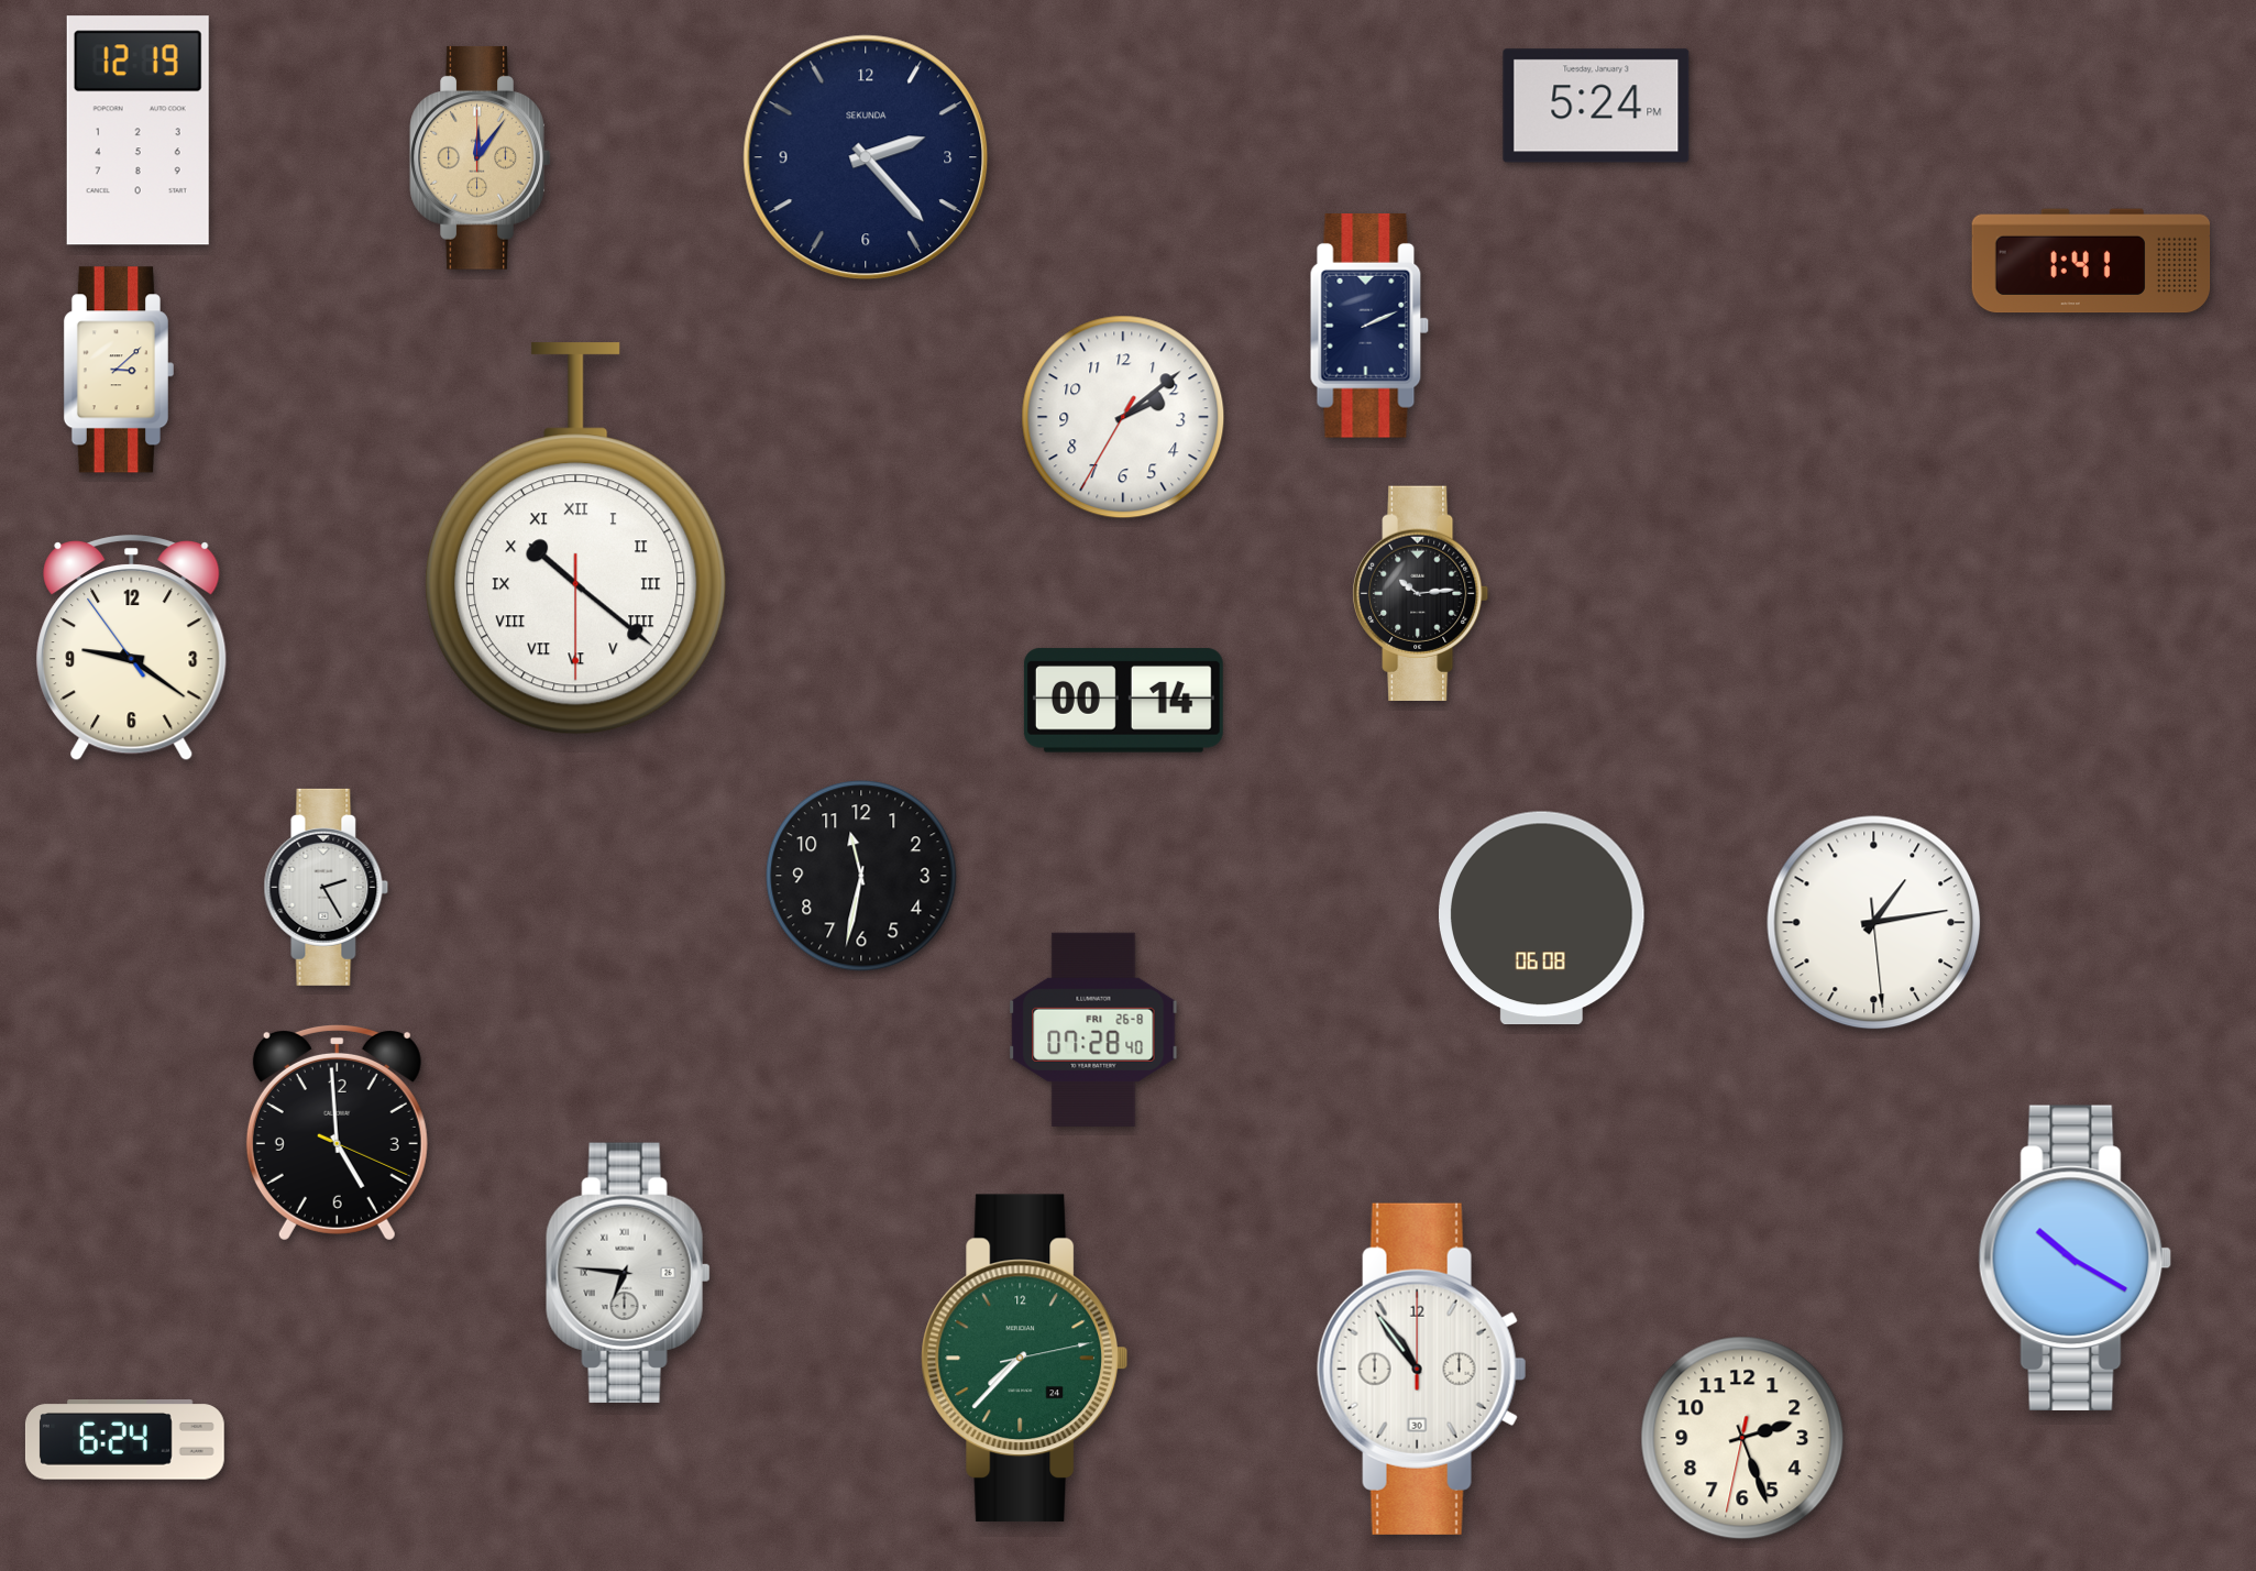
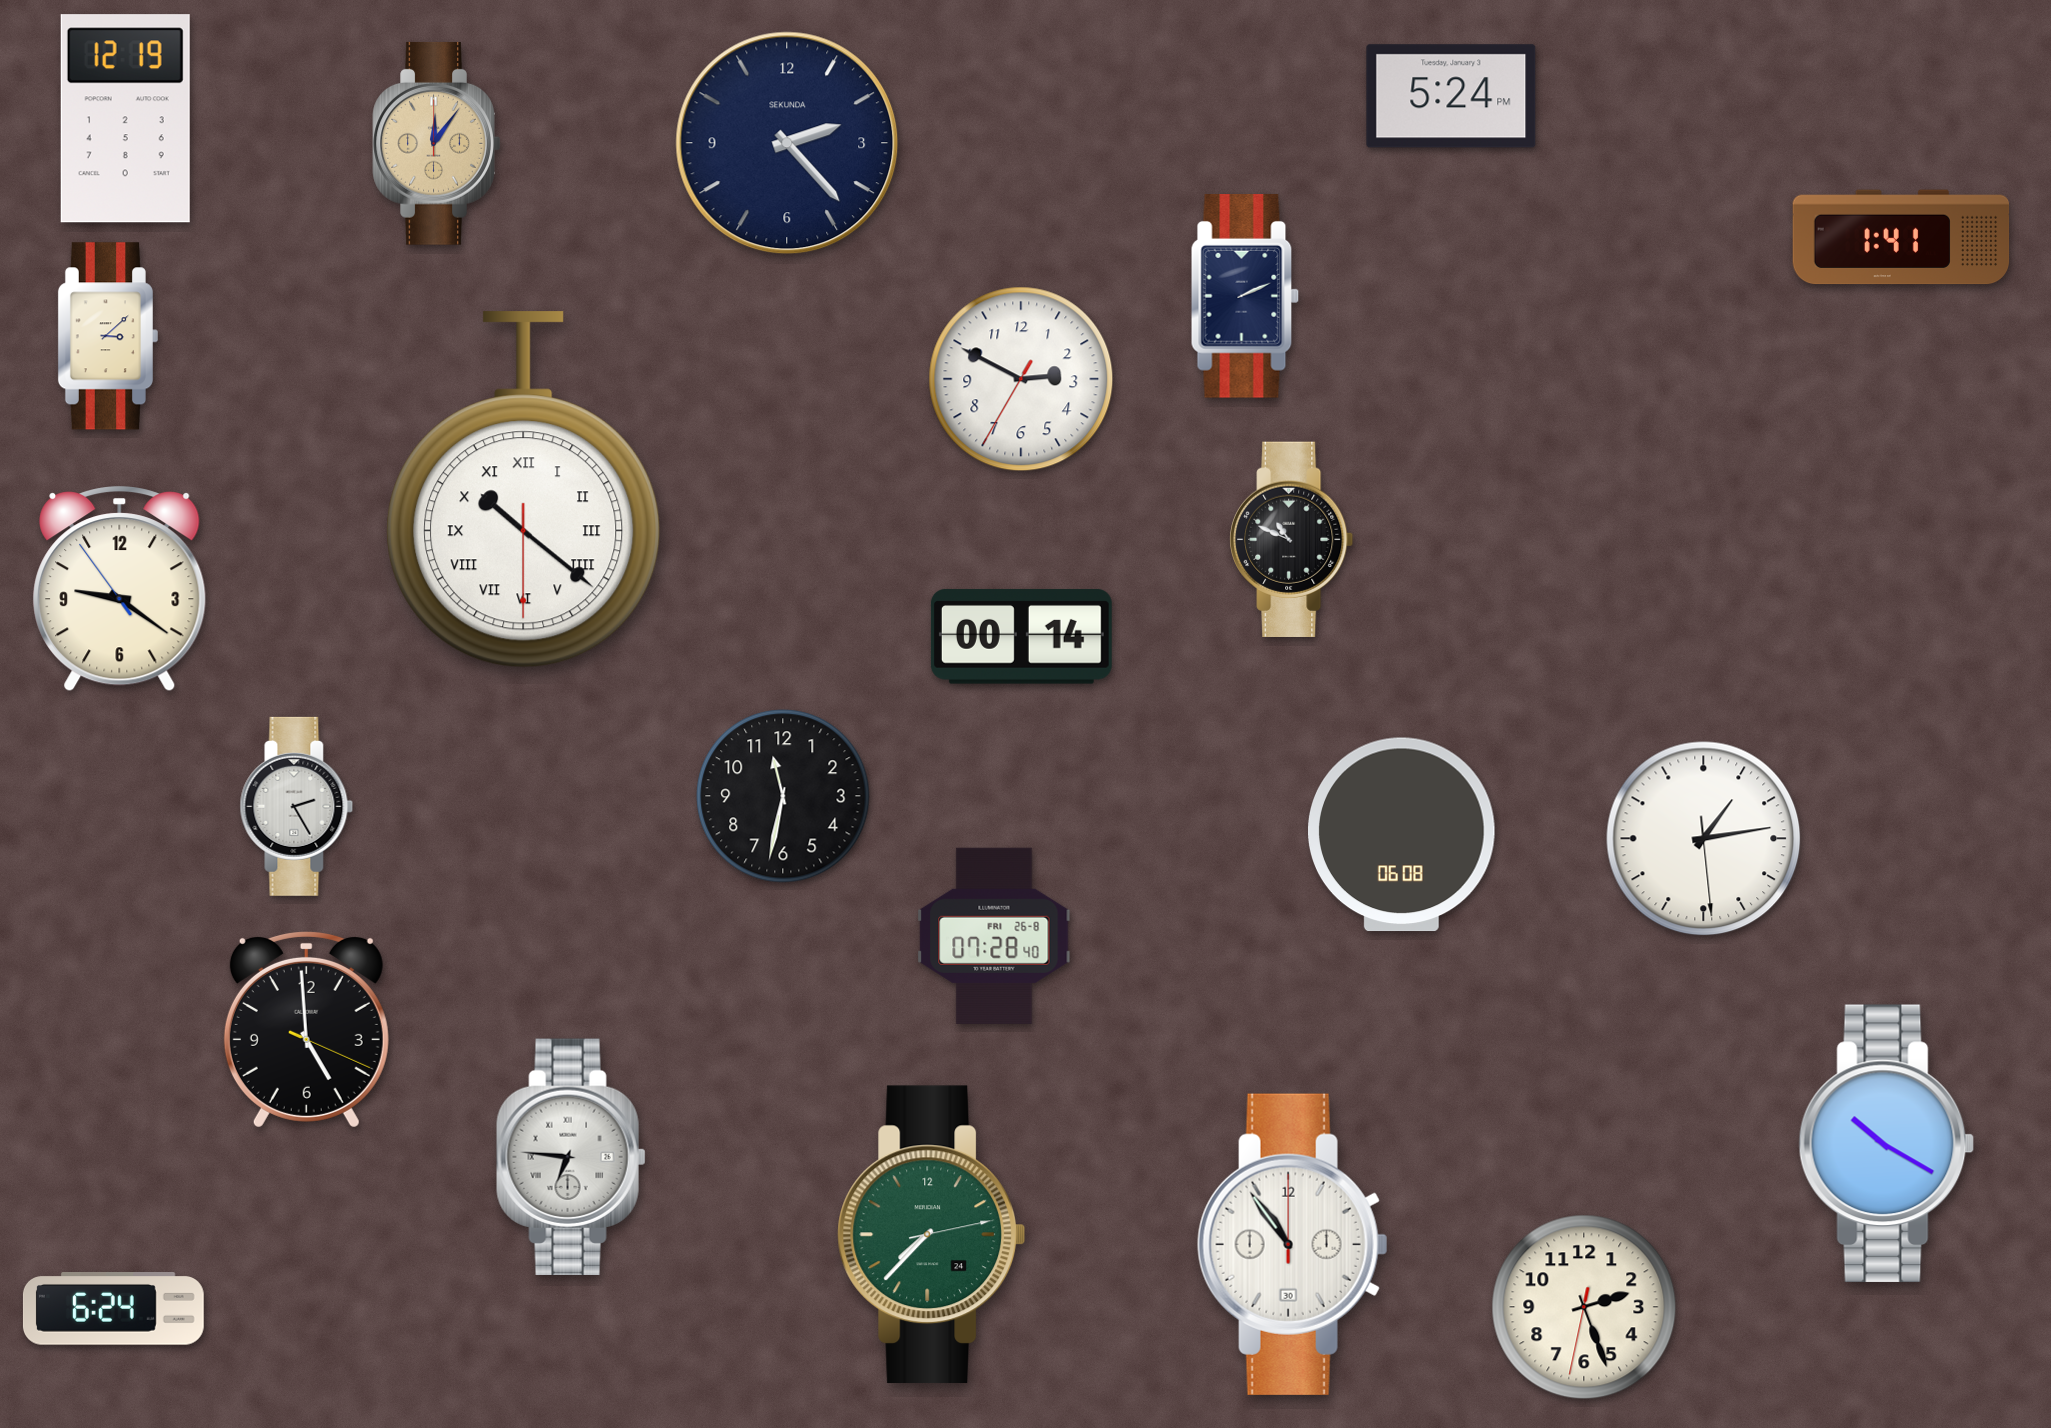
clock at (1123, 417): 2:08 -> 2:49
clock at (1421, 593): 10:14 -> 10:49
